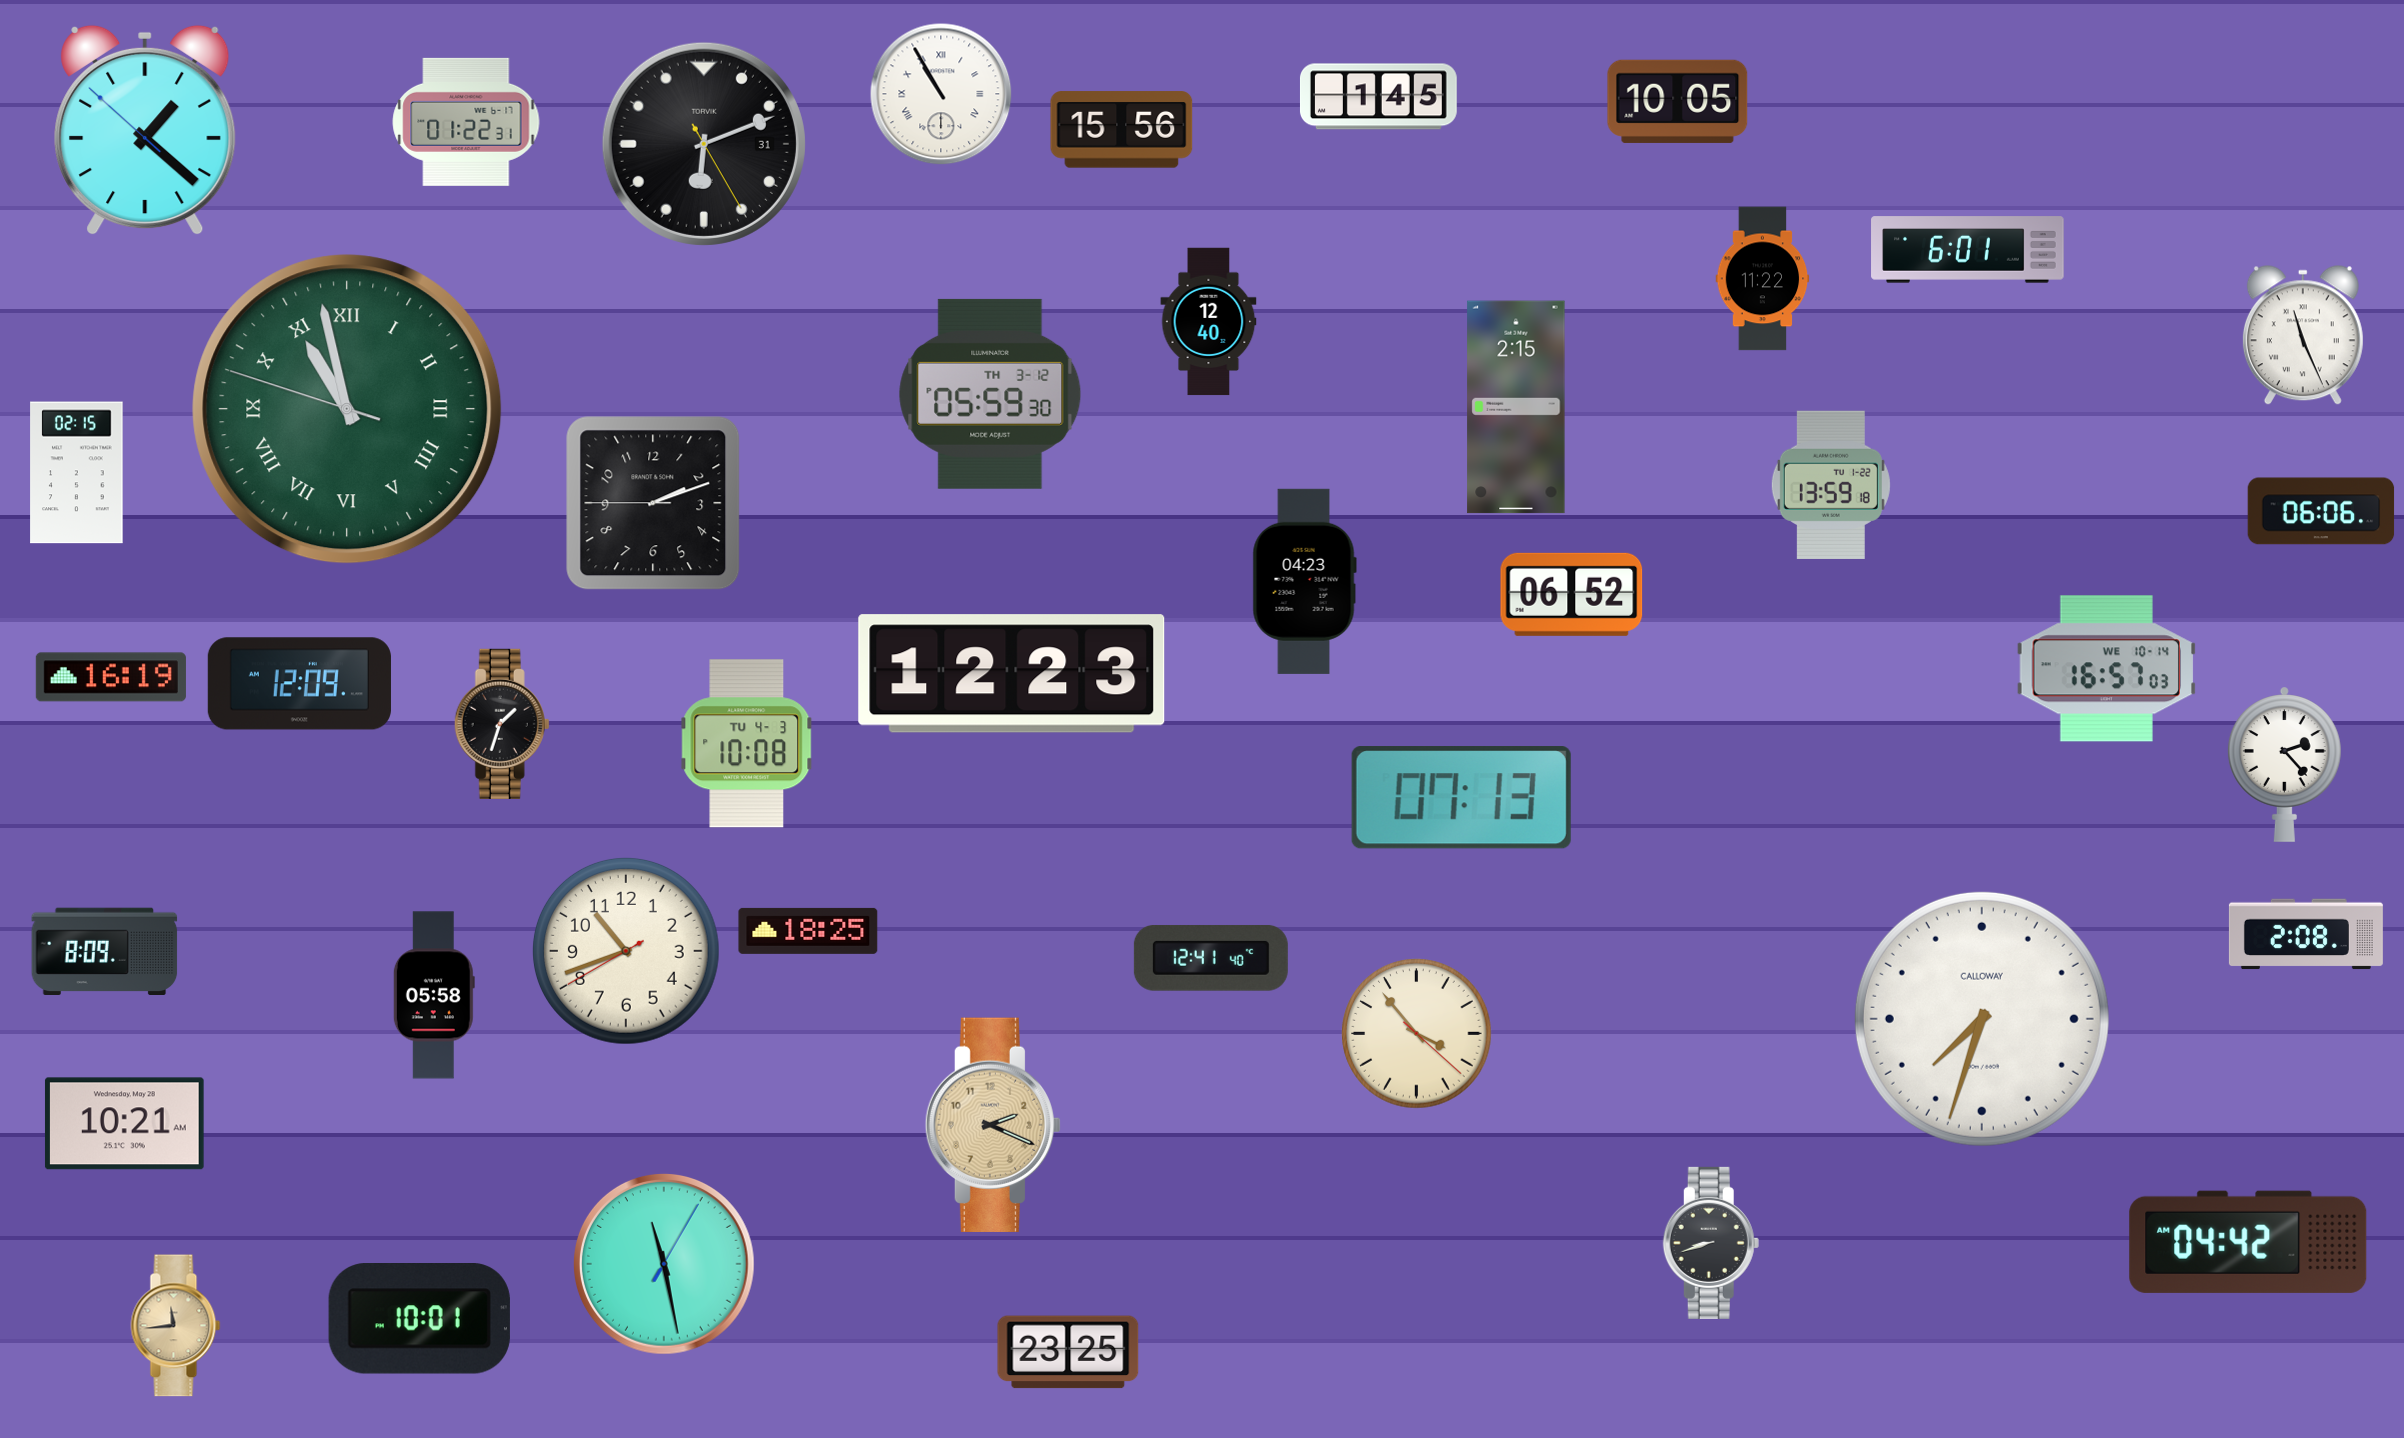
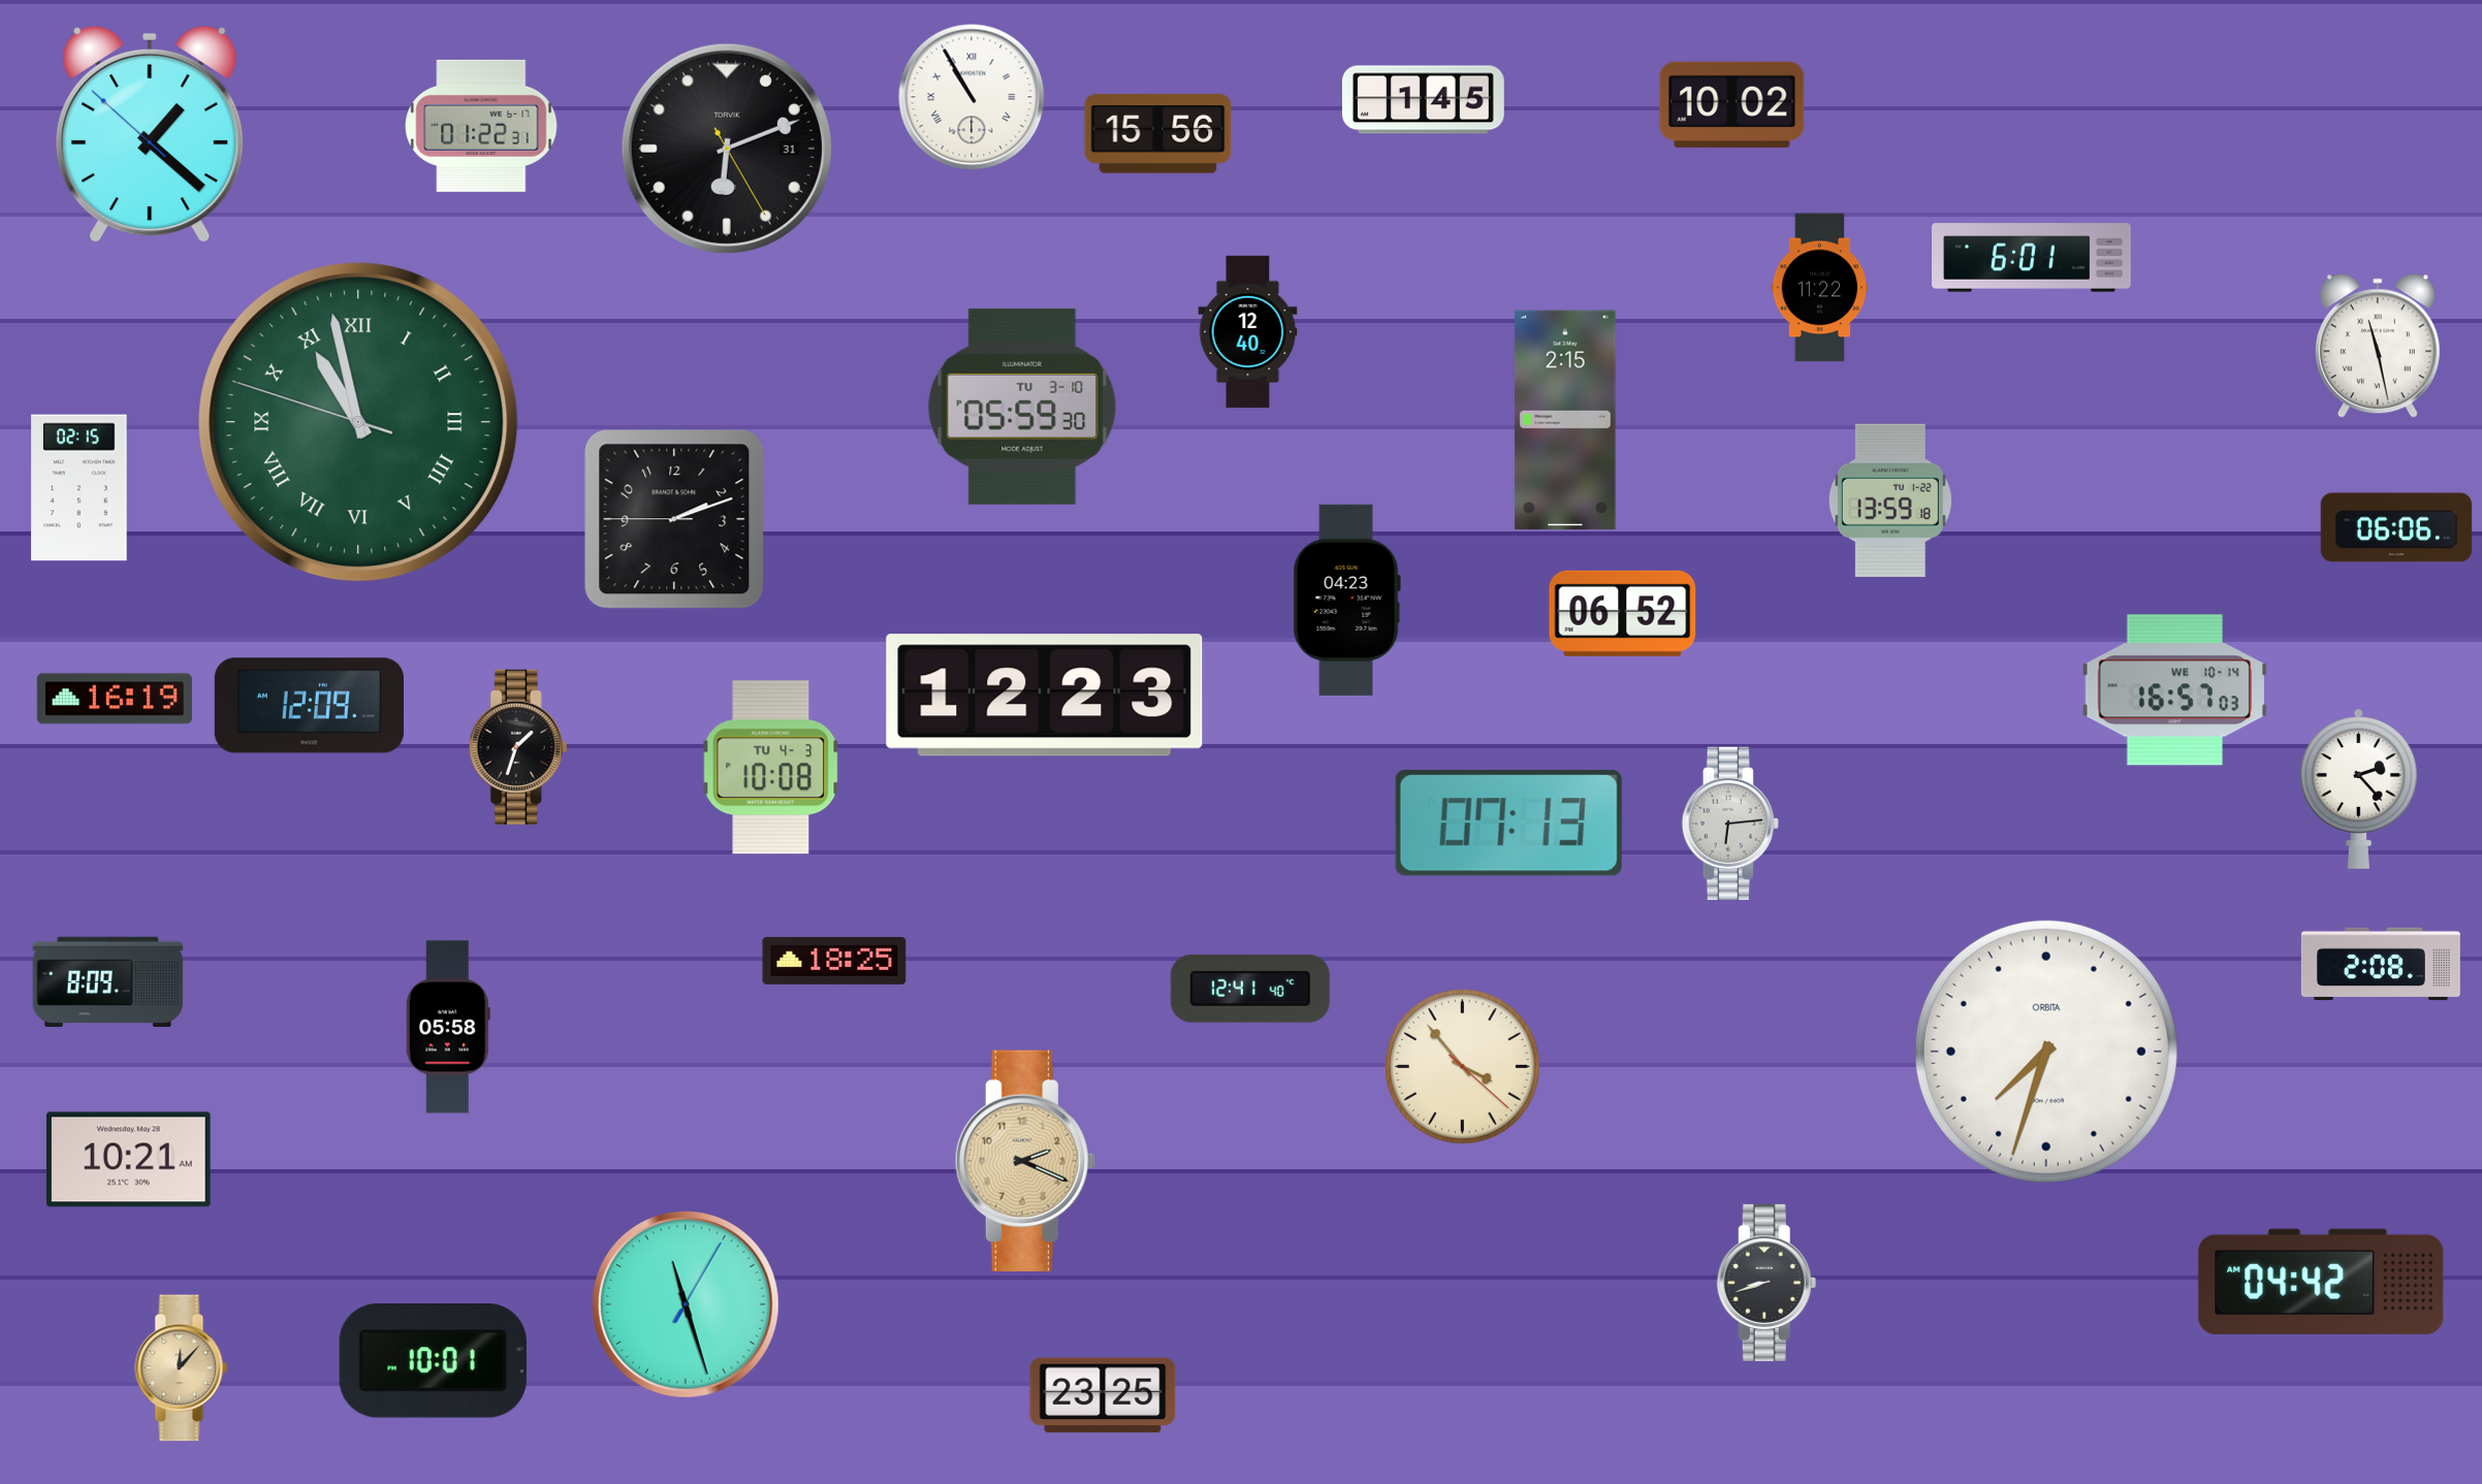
clock at (1678, 101): 10:05 -> 10:02
clock at (2303, 336): 11:26 -> 11:28
clock at (990, 394) date: TH 3-12 -> TU 3-10
clock at (1730, 822): none -> 6:14
clock at (627, 952): 10:41 -> none
clock at (1982, 1019) brand: CALLOWAY -> ORBITA
clock at (664, 1264): 11:28 -> 11:27
clock at (176, 1326): 11:44 -> 12:07
